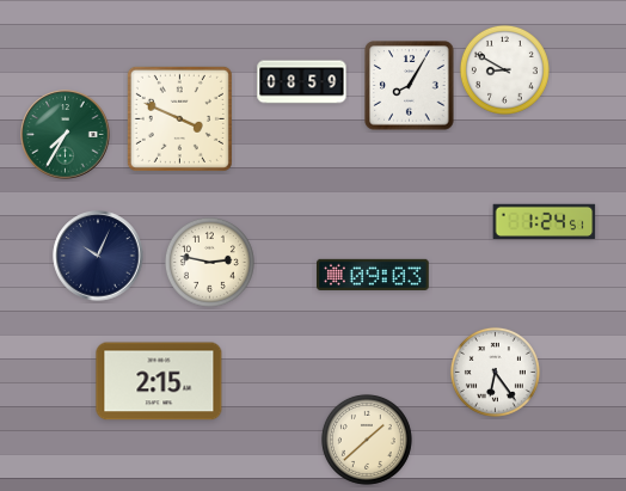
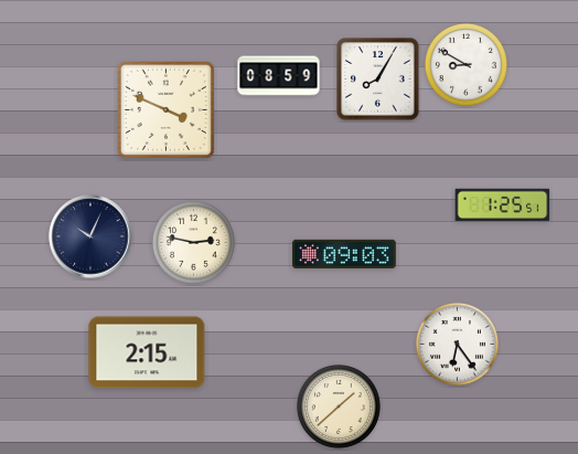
clock at (66, 135): 7:35 -> none
clock at (545, 221): 1:24 -> 1:25
